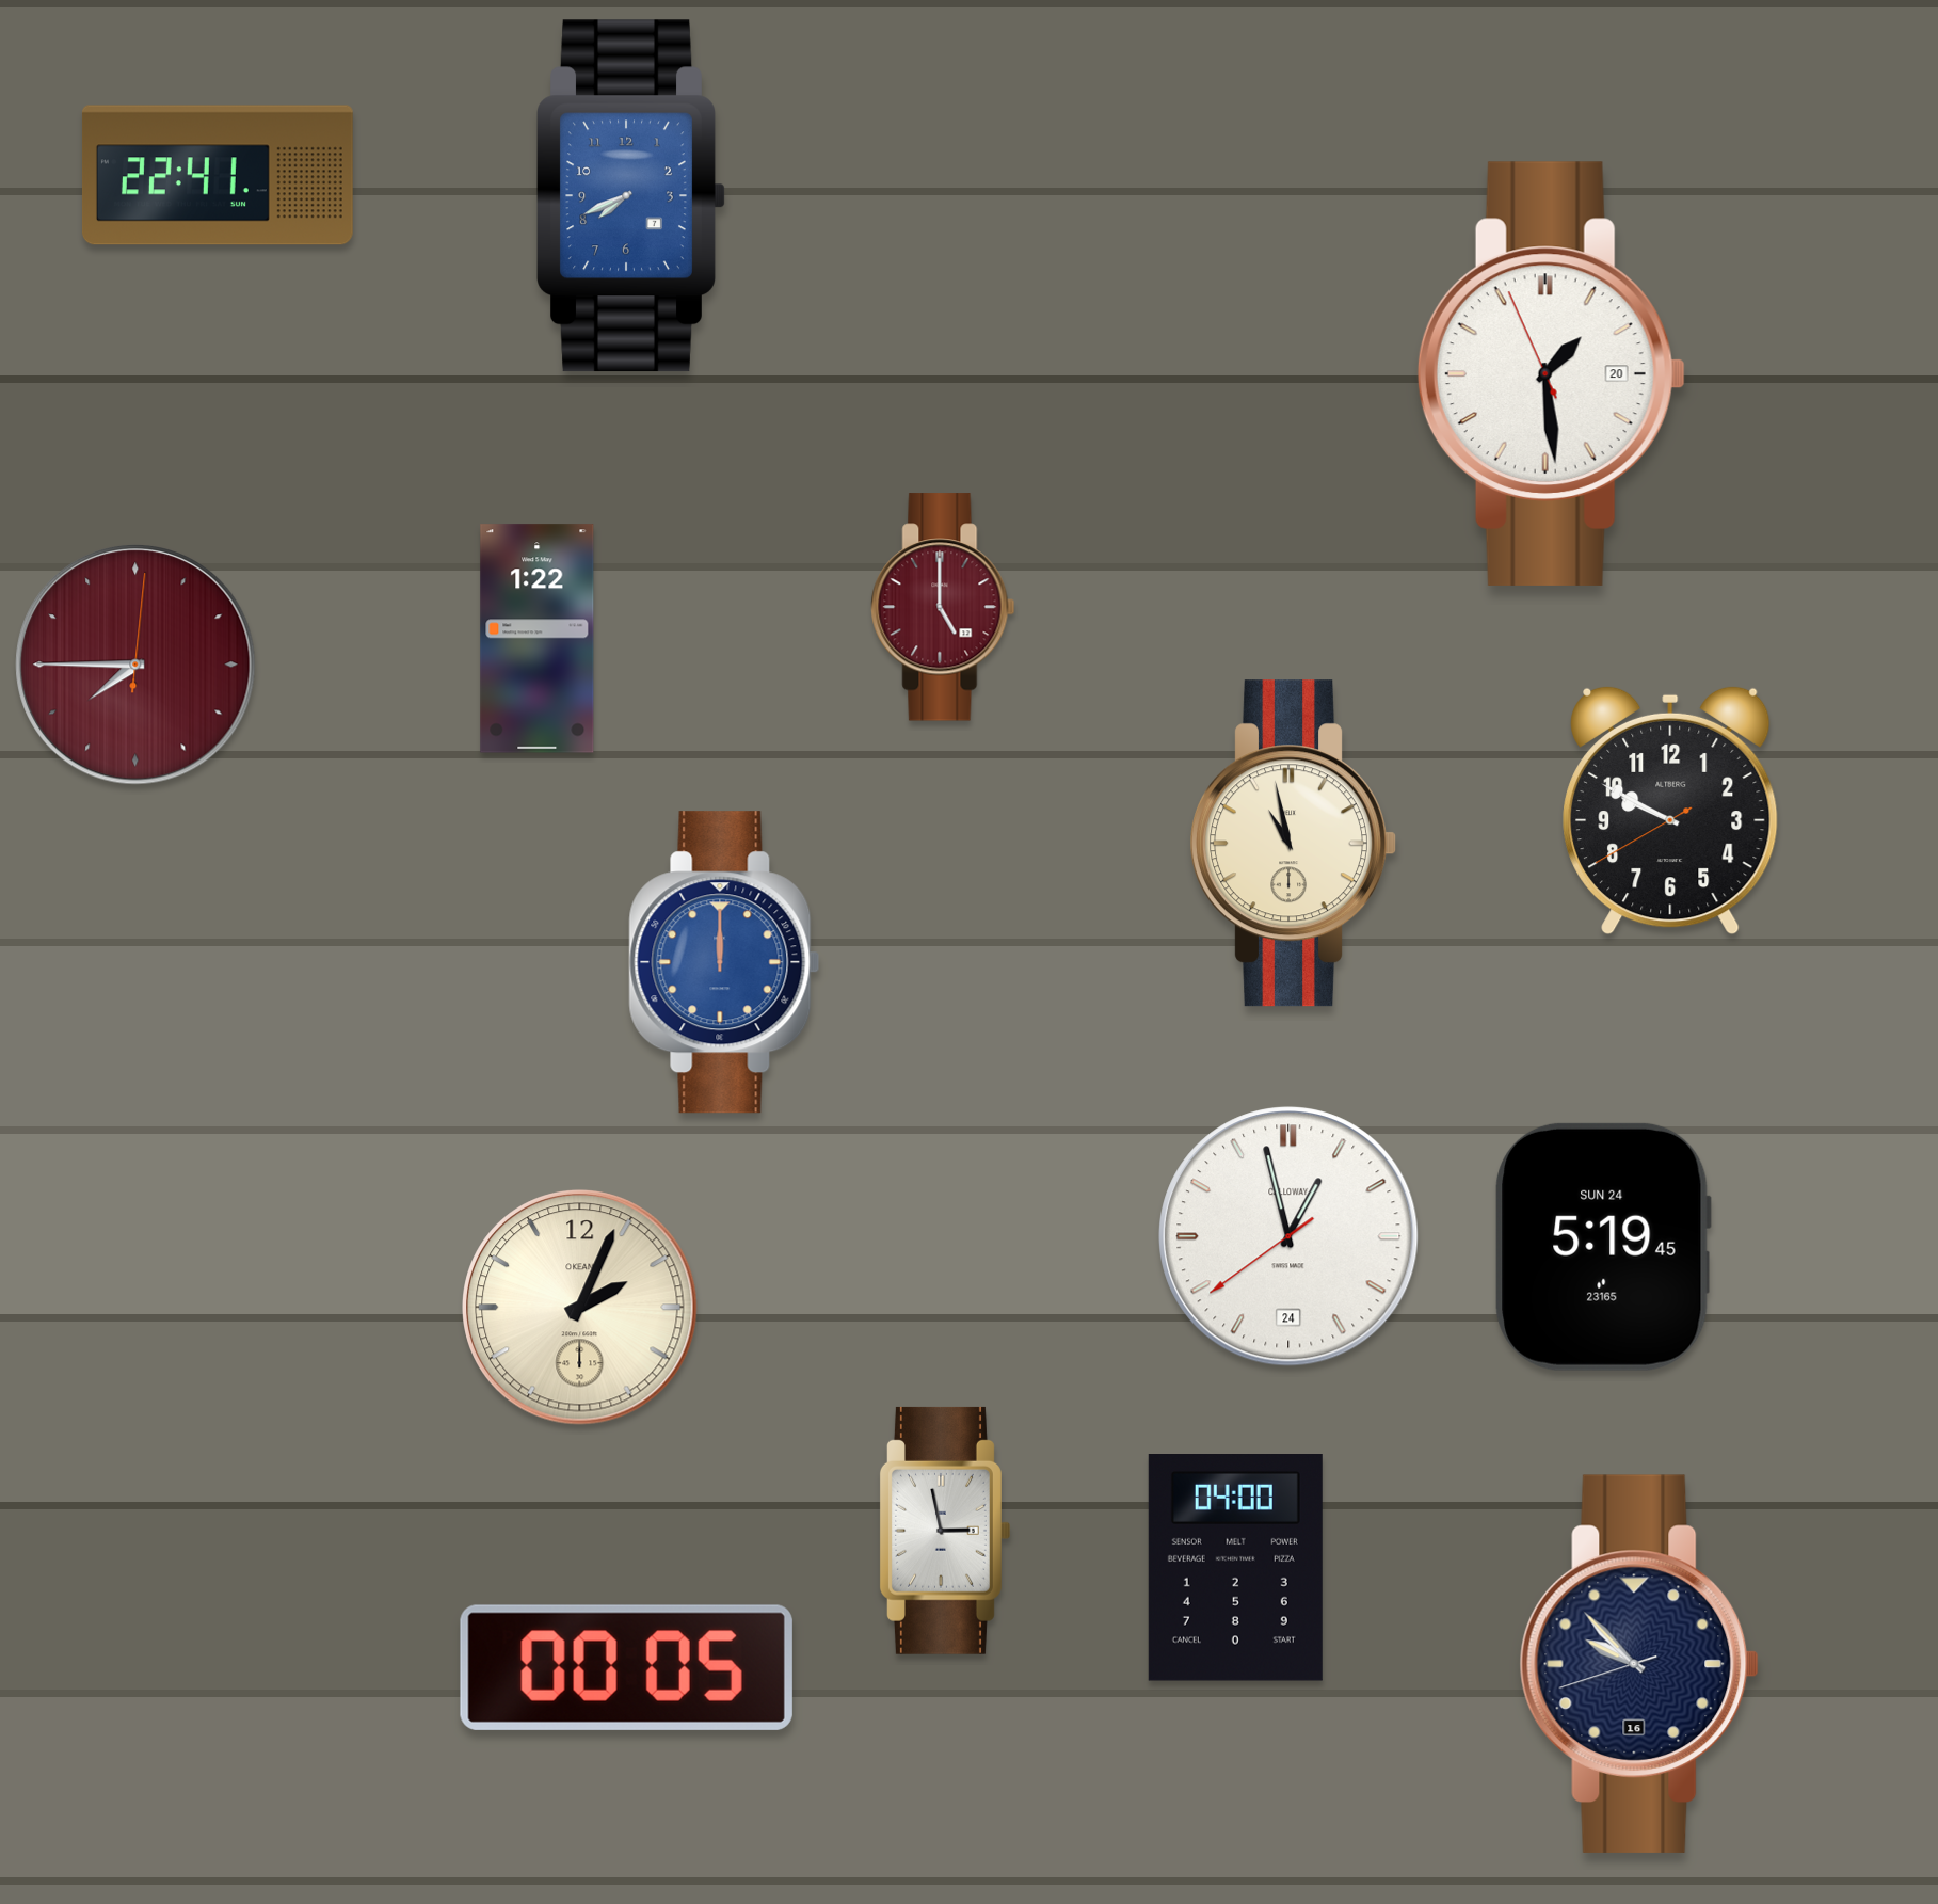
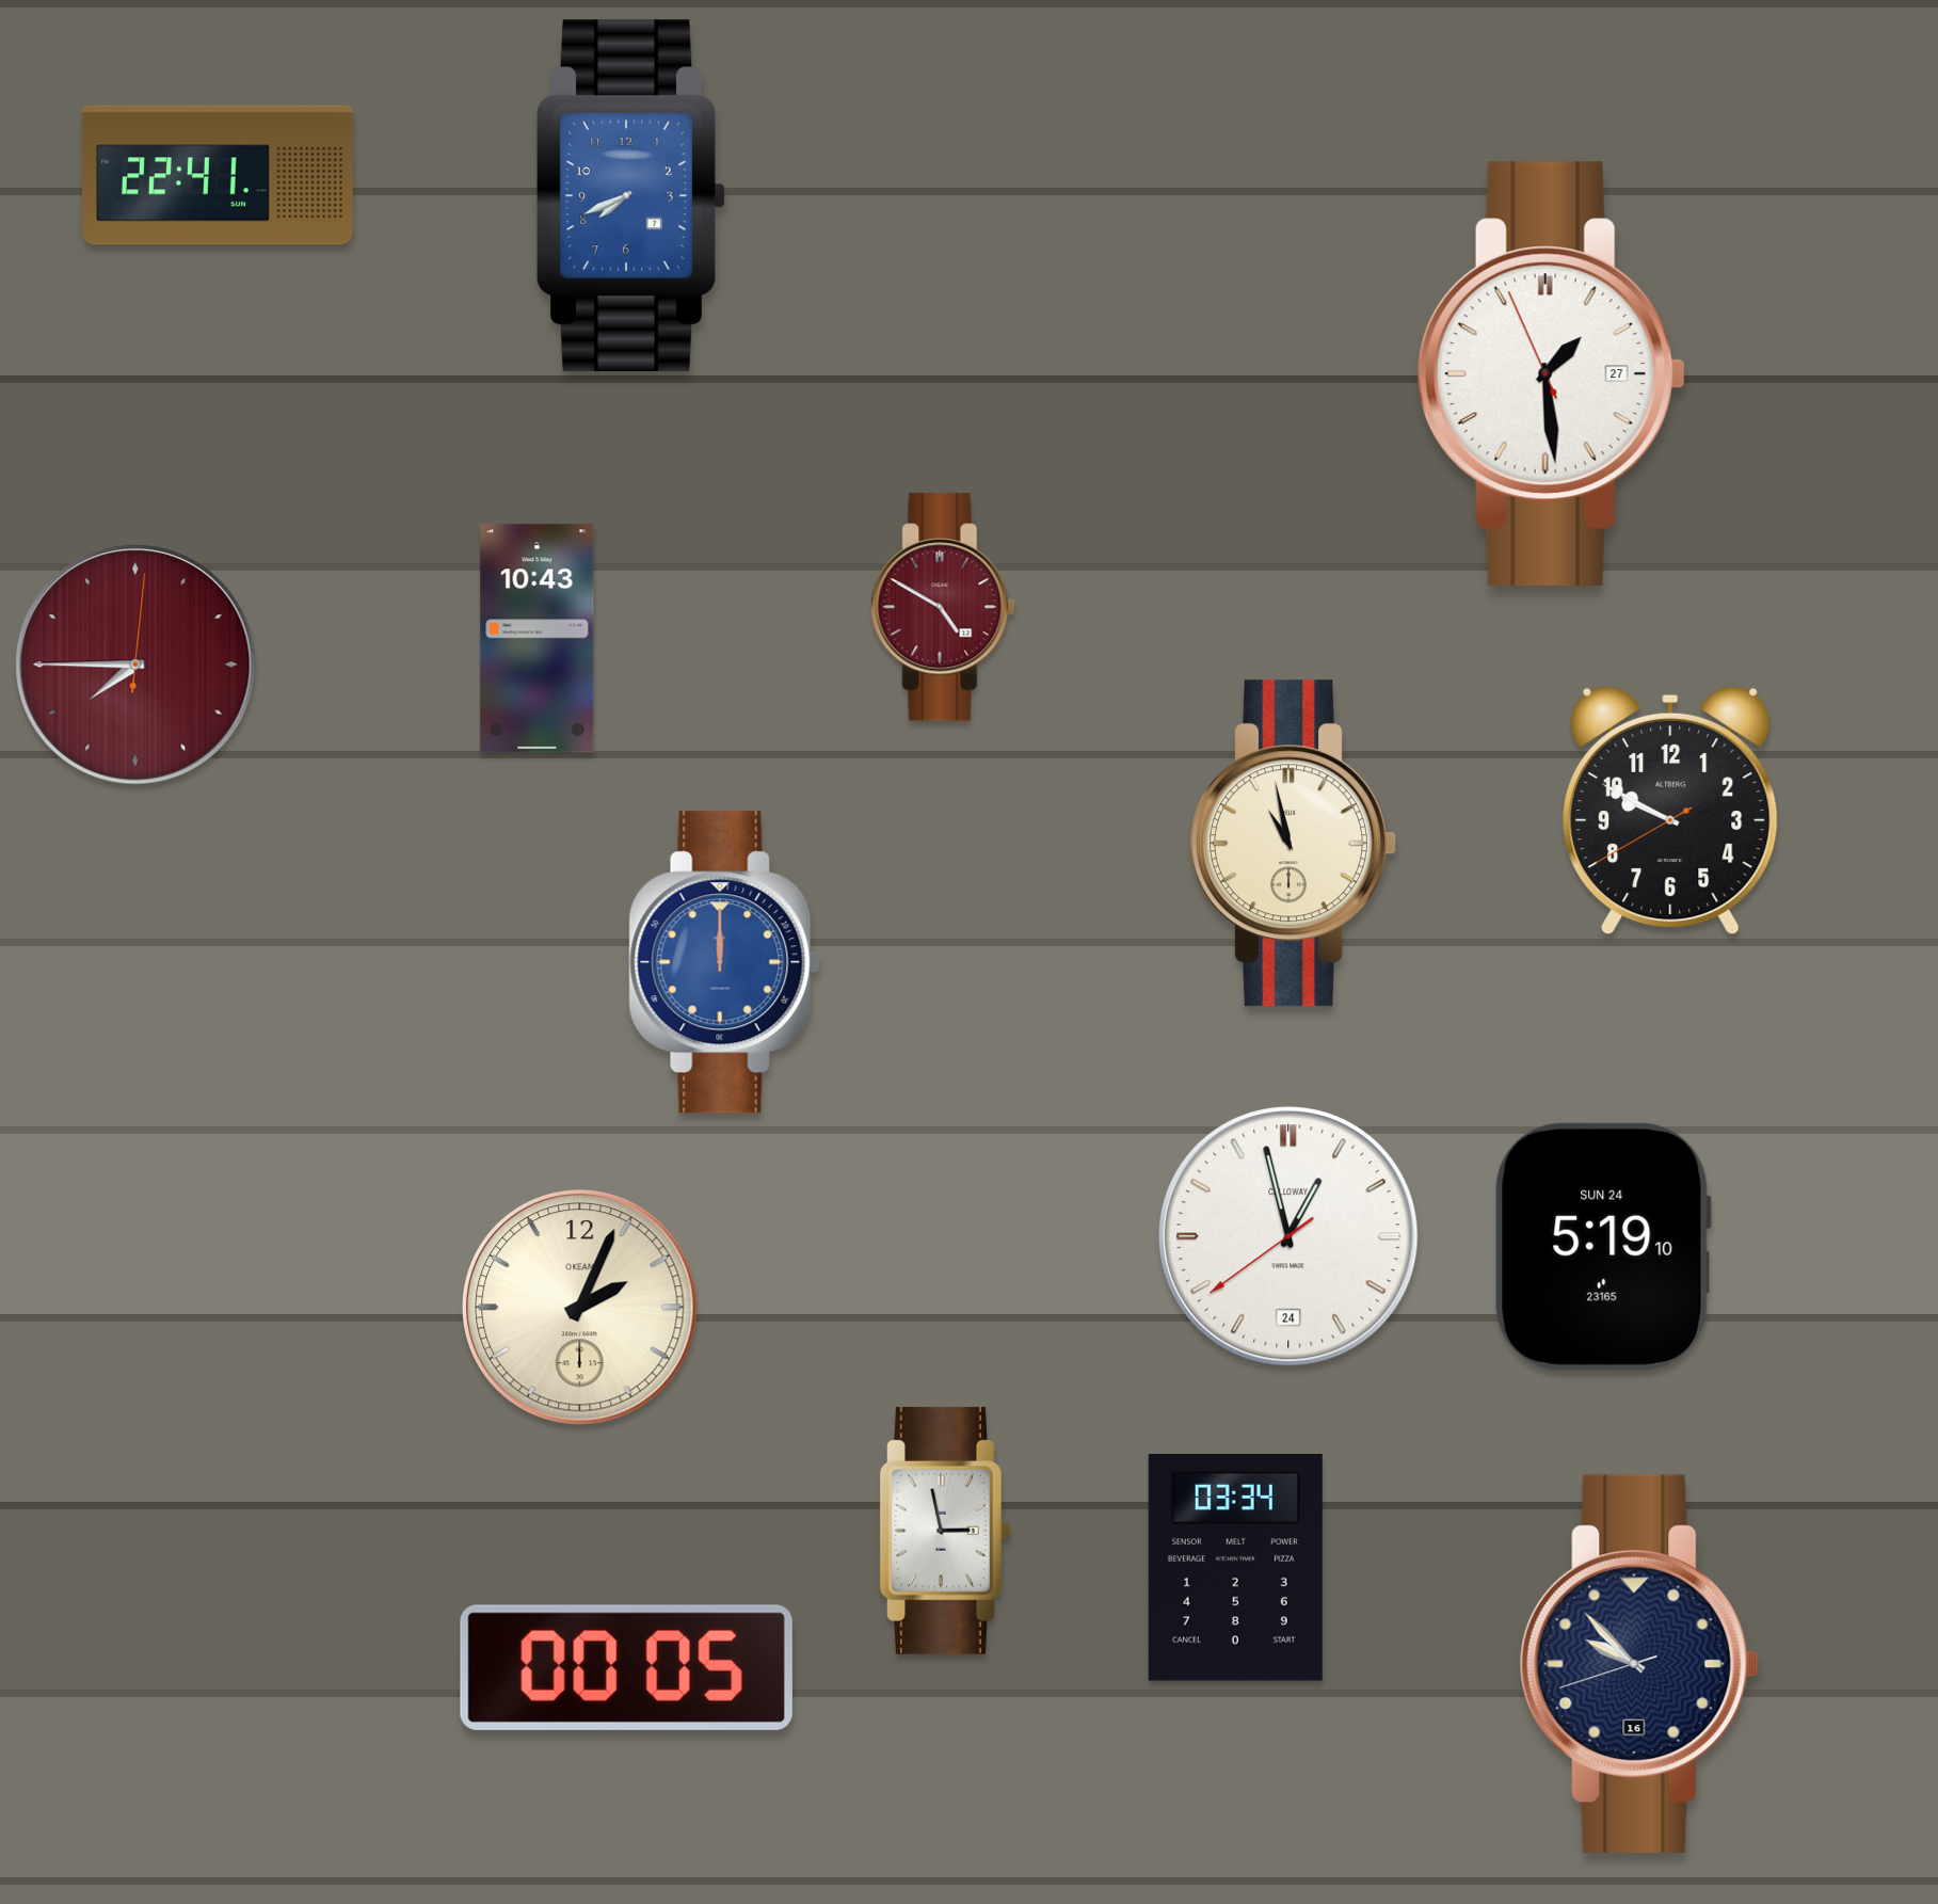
clock at (1551, 373) date: 20 -> 27
clock at (943, 607): 5:00 -> 4:50
clock at (538, 639): 1:22 -> 10:43
clock at (1603, 1247): 5:19:45 -> 5:19:10
clock at (1235, 1568): 04:00 -> 03:34
